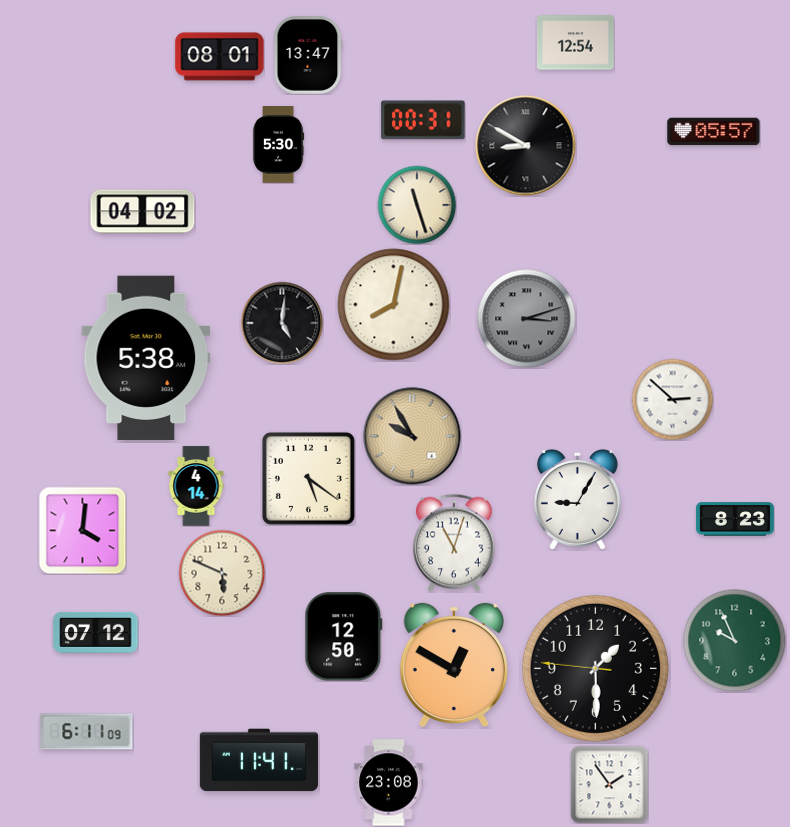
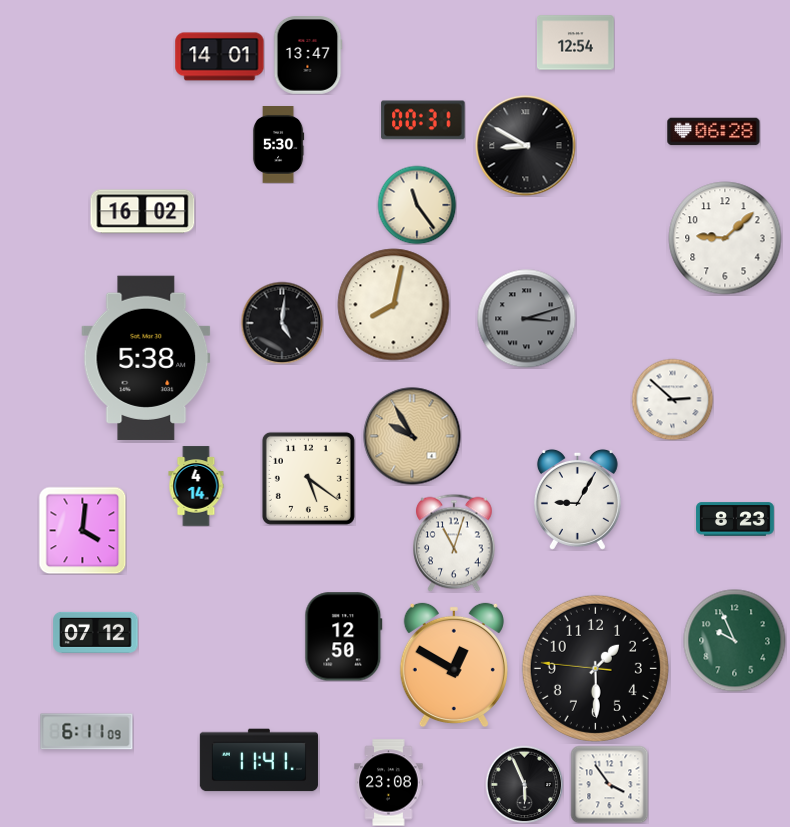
clock at (220, 57): 08:01 -> 14:01
clock at (714, 132): 05:57 -> 06:28
clock at (417, 205): 11:27 -> 11:24
clock at (143, 212): 04:02 -> 16:02
clock at (725, 238): none -> 9:08
clock at (222, 573): 5:49 -> none
clock at (524, 784): none -> 5:56
clock at (609, 784): 1:54 -> 3:54
